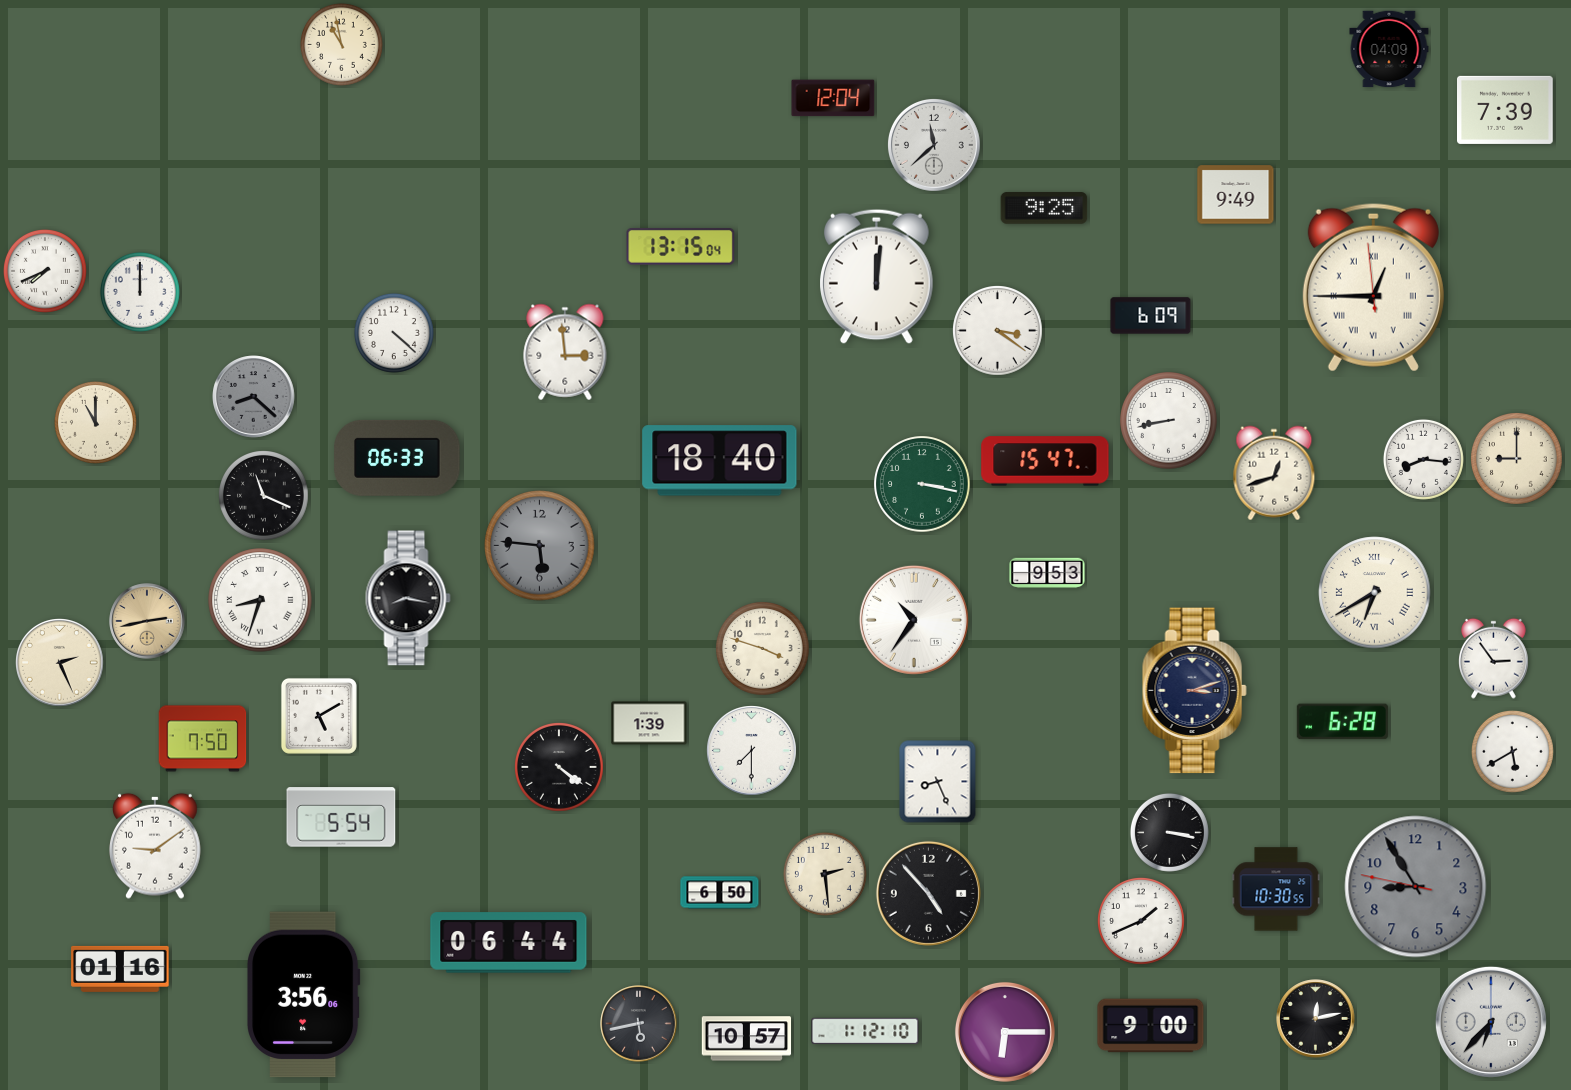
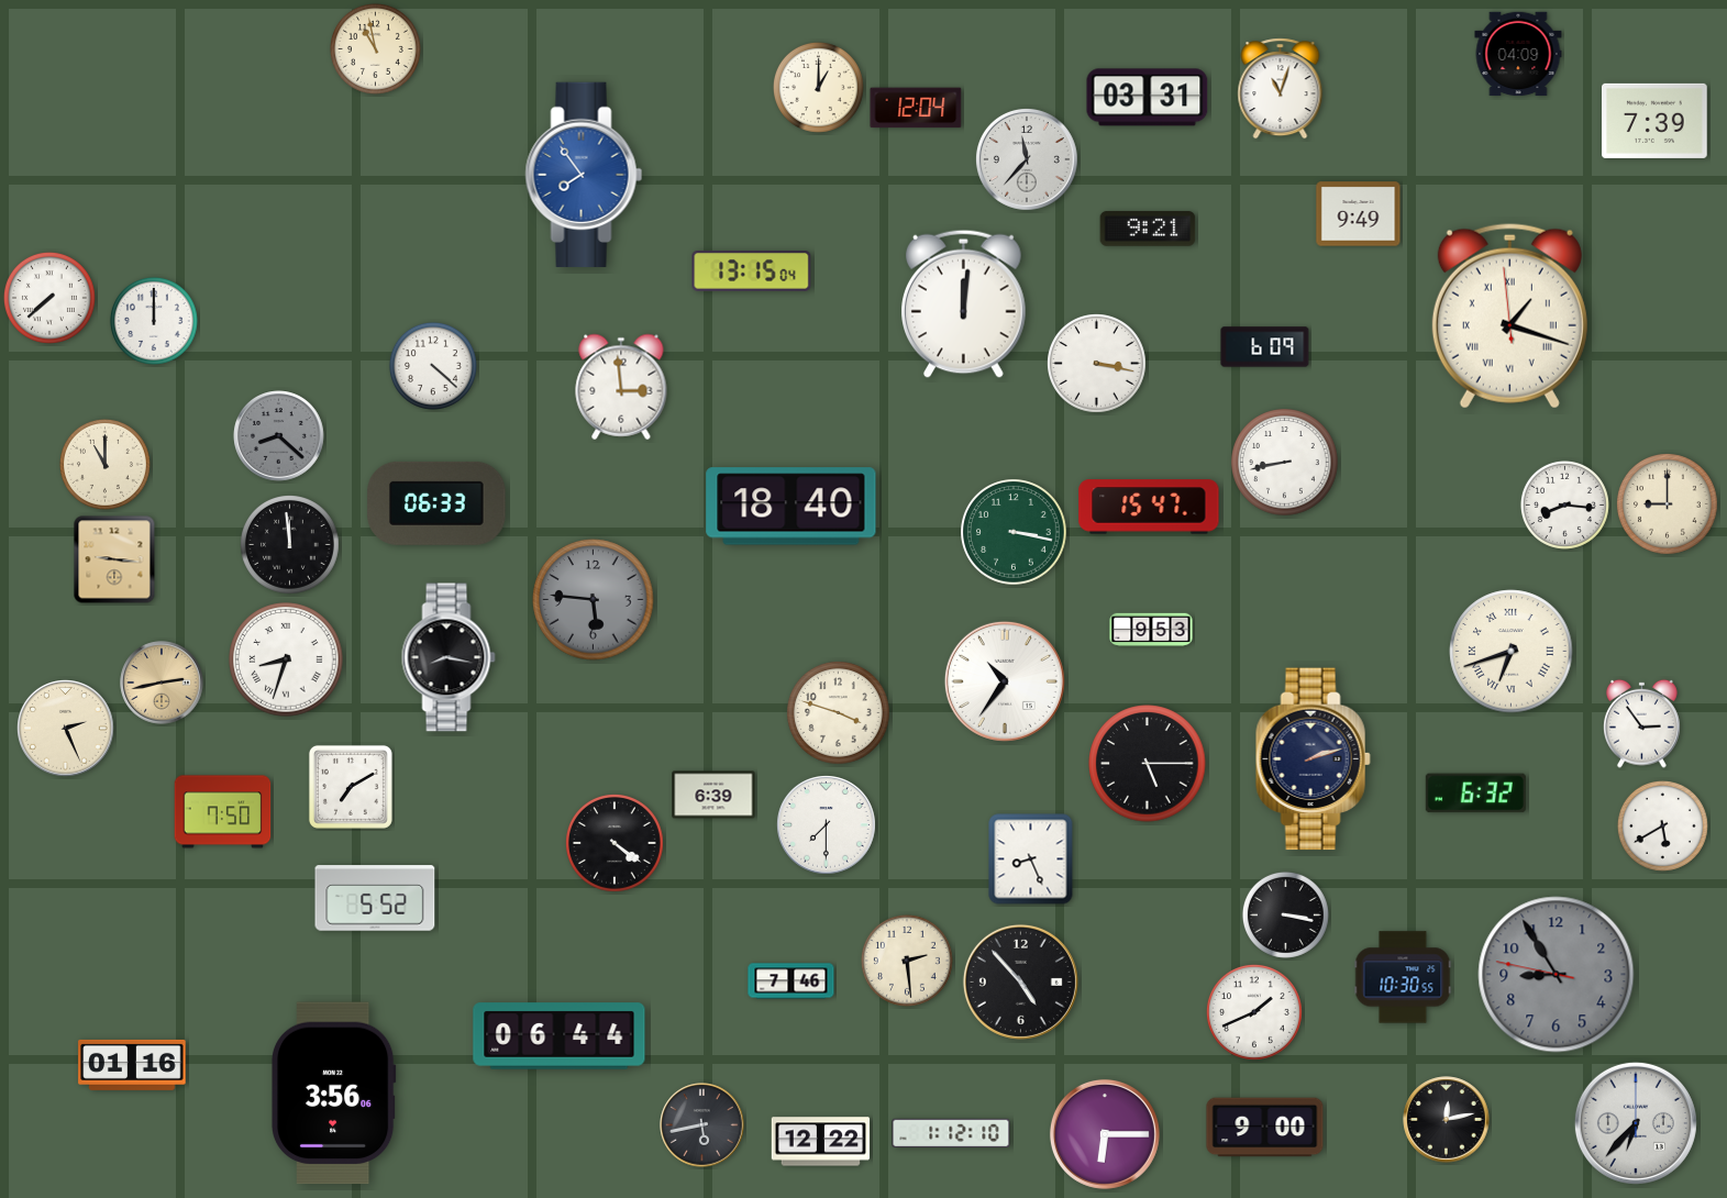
clock at (1389, 49) position: (1389, 49) -> (1518, 54)
clock at (818, 87): none -> 1:00
clock at (1281, 89): none -> 11:03
clock at (1148, 98): none -> 03:31
clock at (934, 145): 11:38 -> 11:37
clock at (584, 175): none -> 7:54
clock at (1044, 208): 9:25 -> 9:21
clock at (681, 247) position: (681, 247) -> (752, 271)
clock at (45, 271): 7:41 -> 7:38
clock at (1373, 288): 12:44 -> 1:17
clock at (998, 331): 3:21 -> 3:17
clock at (1274, 473): 12:42 -> none
clock at (264, 496): 11:19 -> 11:59
clock at (114, 559): none -> 9:16
clock at (1375, 593): 6:40 -> 6:42
clock at (1194, 691): 3:12 -> 2:12
clock at (1148, 764): none -> 5:15
clock at (319, 716): 5:10 -> 7:10
clock at (1342, 722): 6:28 -> 6:32
clock at (649, 723): 1:39 -> 6:39
clock at (341, 817): 5:54 -> 5:52
clock at (156, 846): 9:09 -> none
clock at (720, 893): 6:50 -> 7:46
clock at (1491, 1022) position: (1491, 1022) -> (1636, 1123)
clock at (747, 1039): 10:57 -> 12:22
